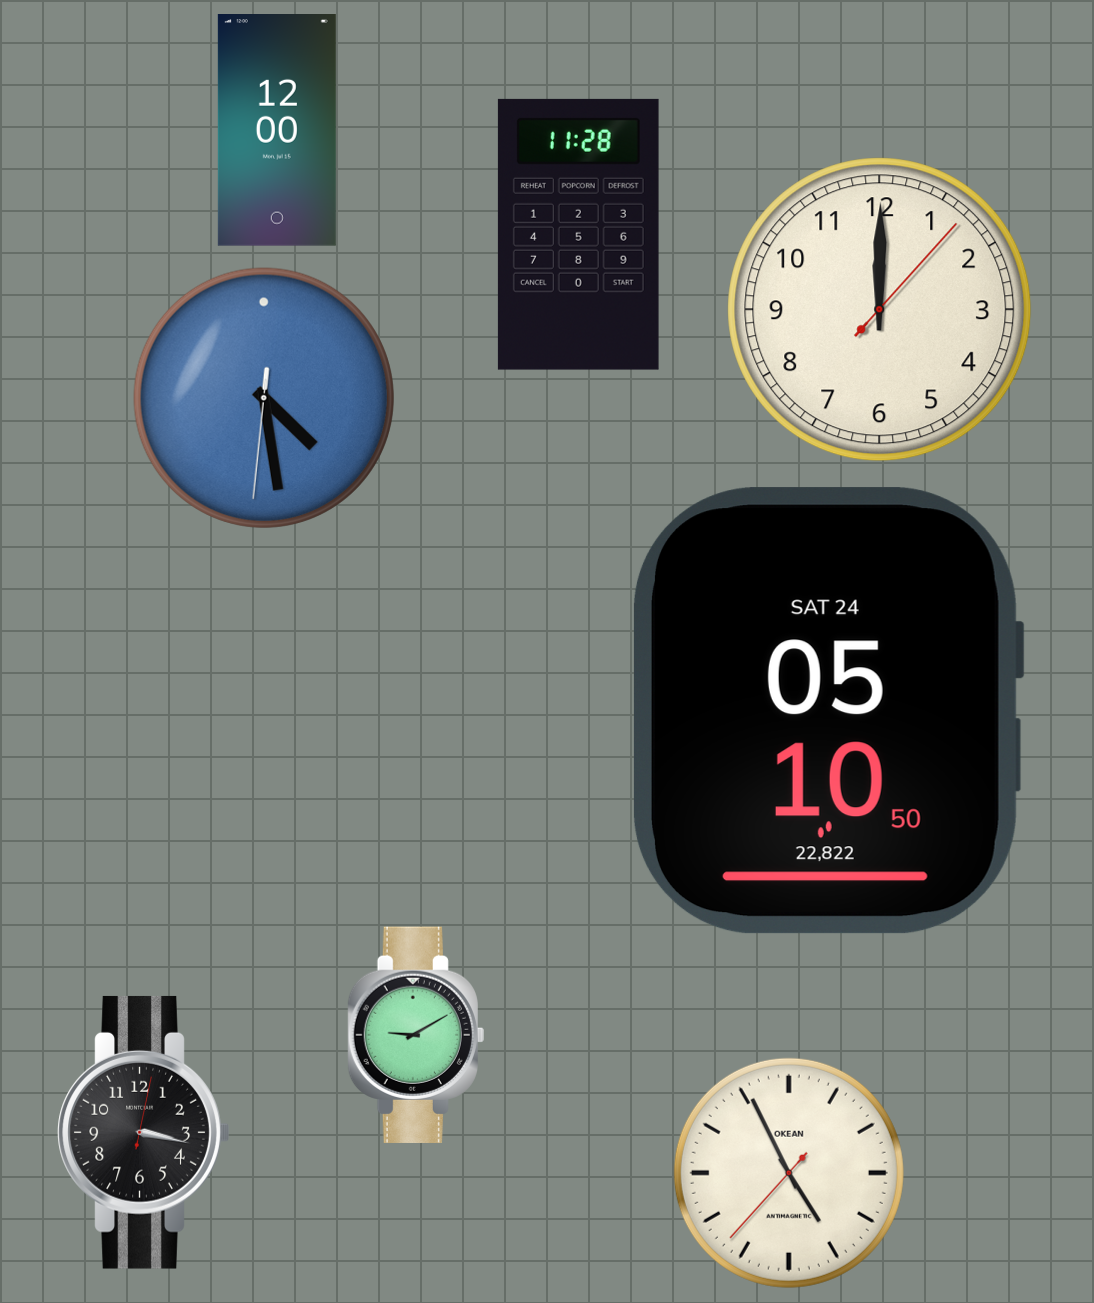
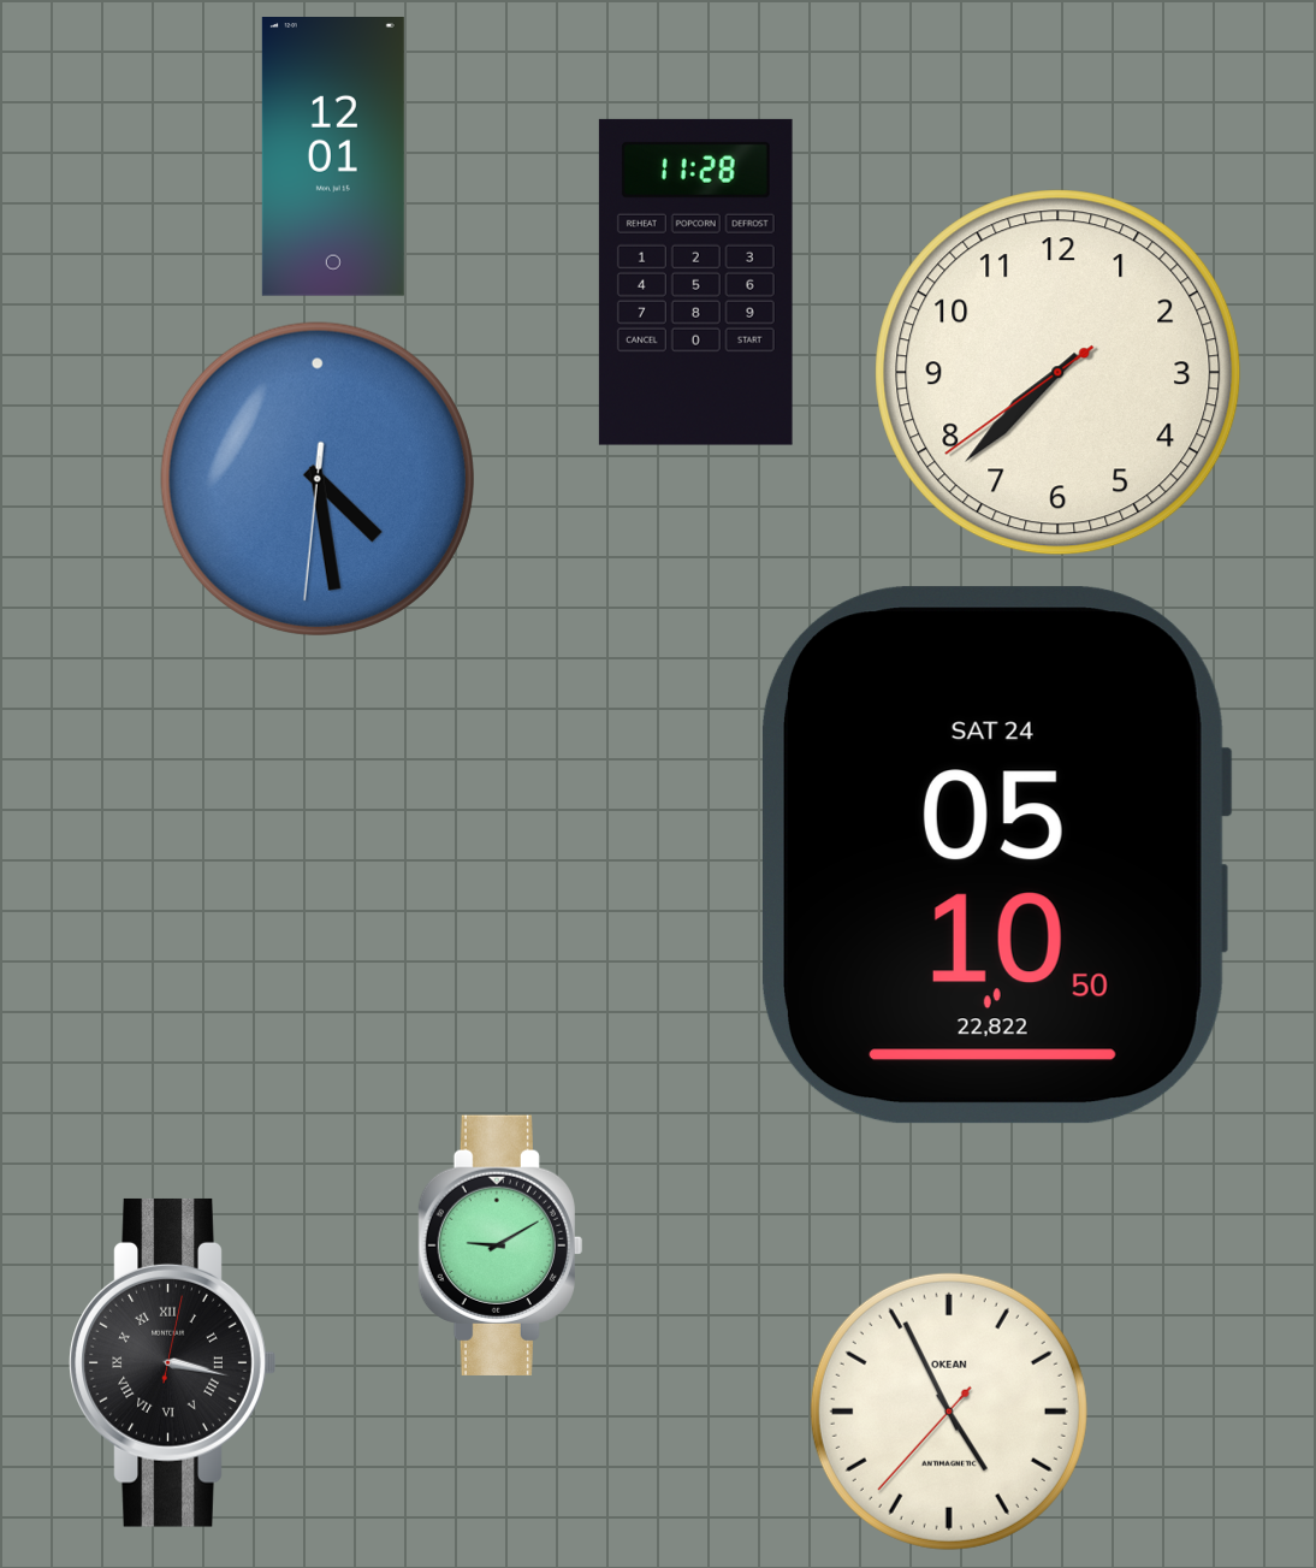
clock at (277, 131): 12:00 -> 12:01
clock at (880, 310): 12:00 -> 7:37
clock at (144, 1132) numerals: Arabic -> Roman
